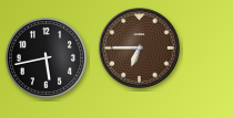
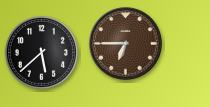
clock at (45, 57): 5:43 -> 5:38
